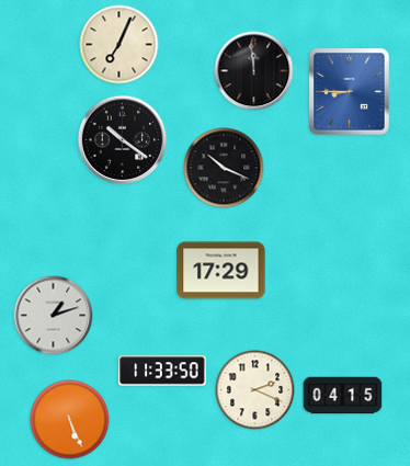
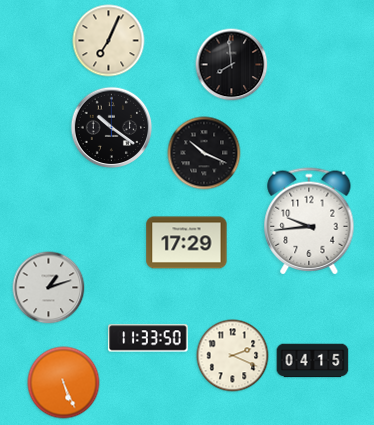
clock at (254, 71): 11:59 -> 7:59
clock at (350, 92): 8:45 -> none
clock at (309, 221): none -> 9:44
clock at (221, 271) position: (221, 271) -> (187, 243)
